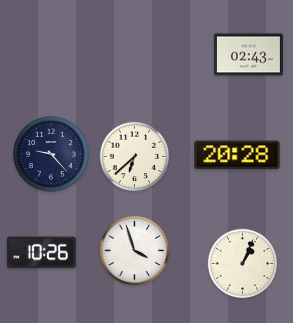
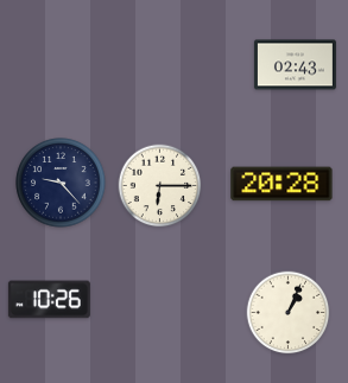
clock at (135, 157): 6:38 -> 6:15
clock at (135, 251): 3:57 -> none
